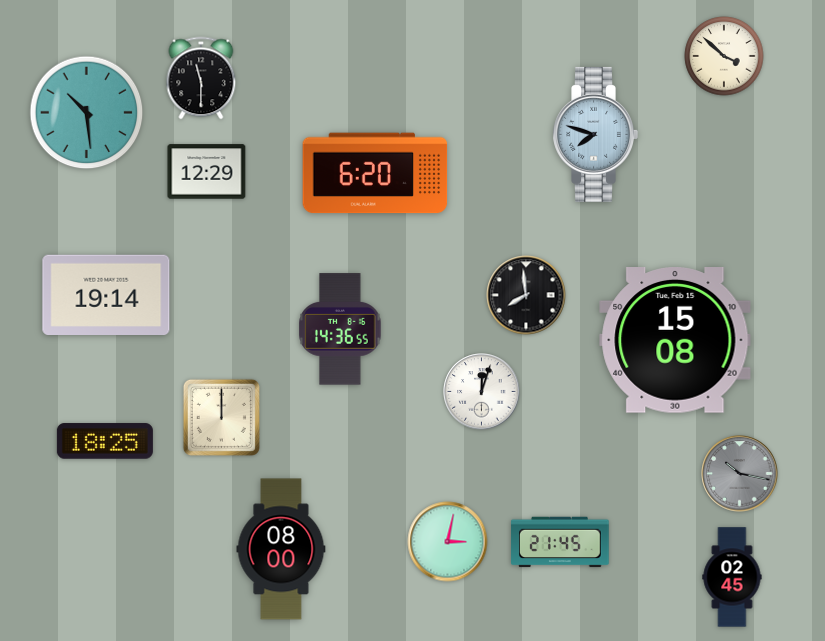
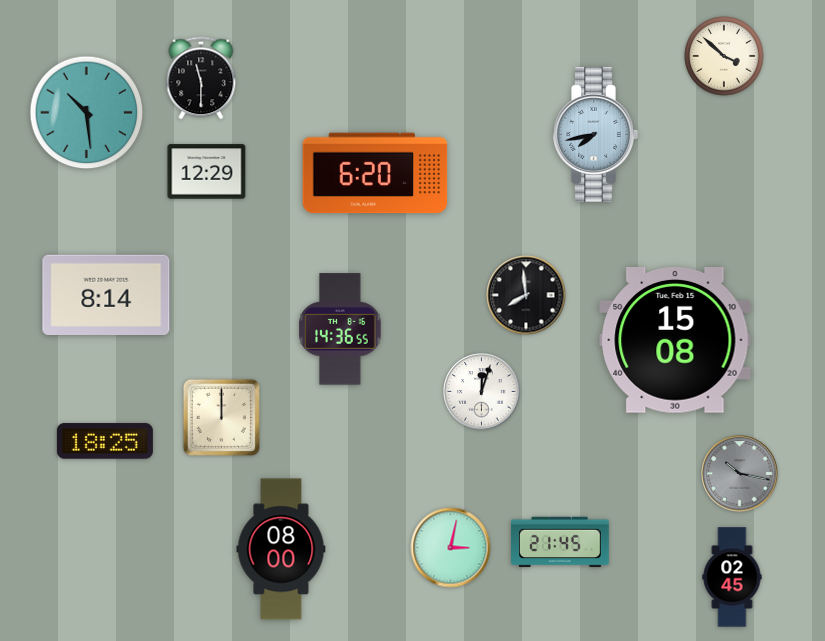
clock at (595, 134): 7:48 -> 7:43
clock at (106, 294): 19:14 -> 8:14
clock at (448, 542) position: (448, 542) -> (451, 548)
